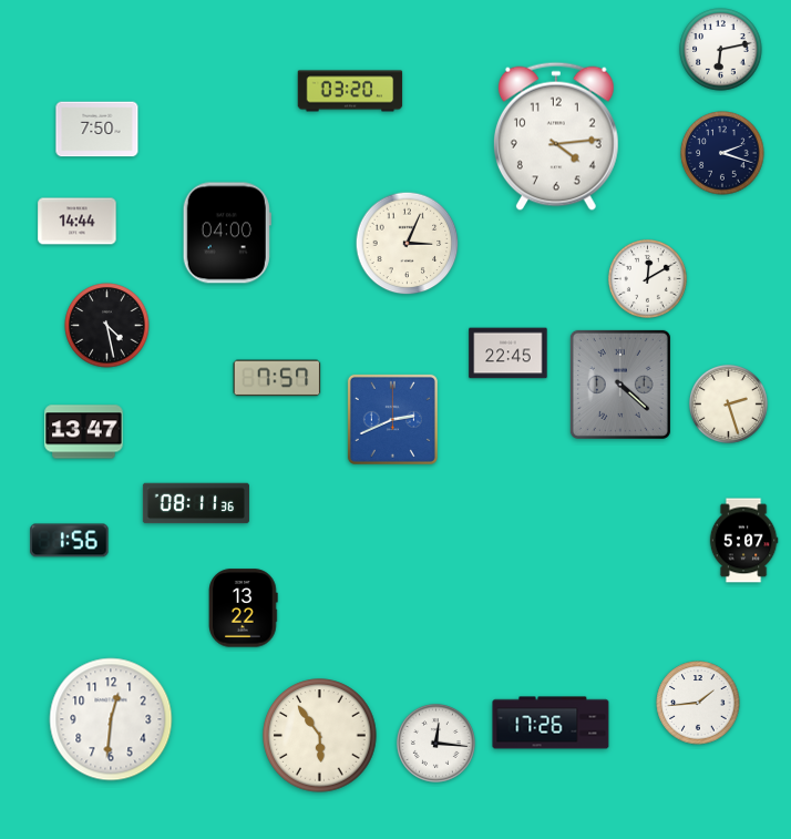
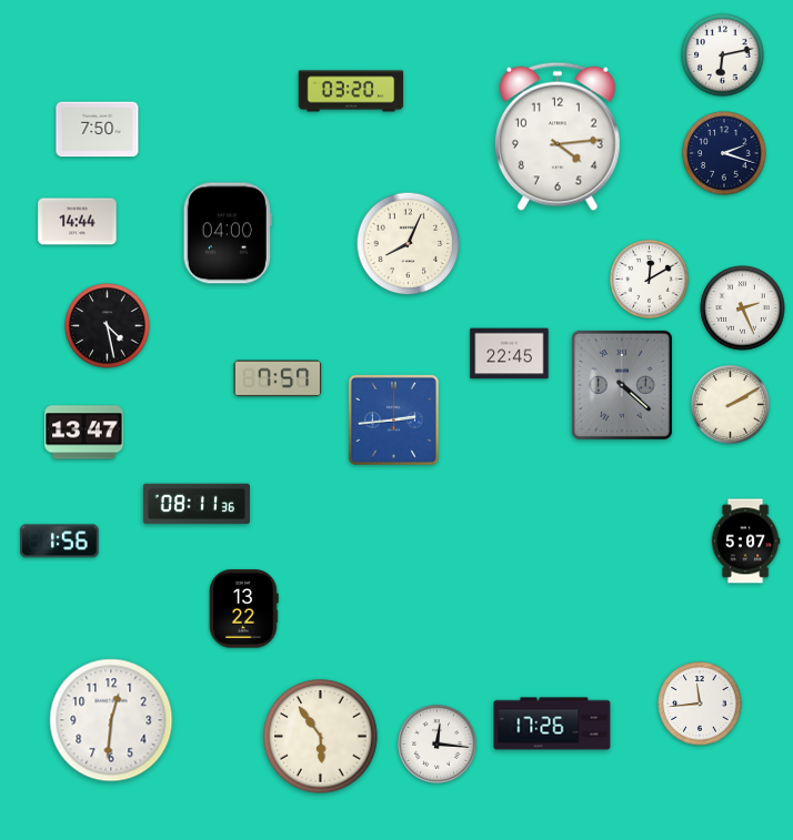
clock at (721, 50) position: (721, 50) -> (723, 55)
clock at (408, 244): 3:04 -> 8:04
clock at (743, 308): none -> 2:26
clock at (728, 403): 2:27 -> 2:10
clock at (392, 419): 2:41 -> 2:44
clock at (70, 541) position: (70, 541) -> (60, 542)
clock at (698, 703): 1:44 -> 11:44
